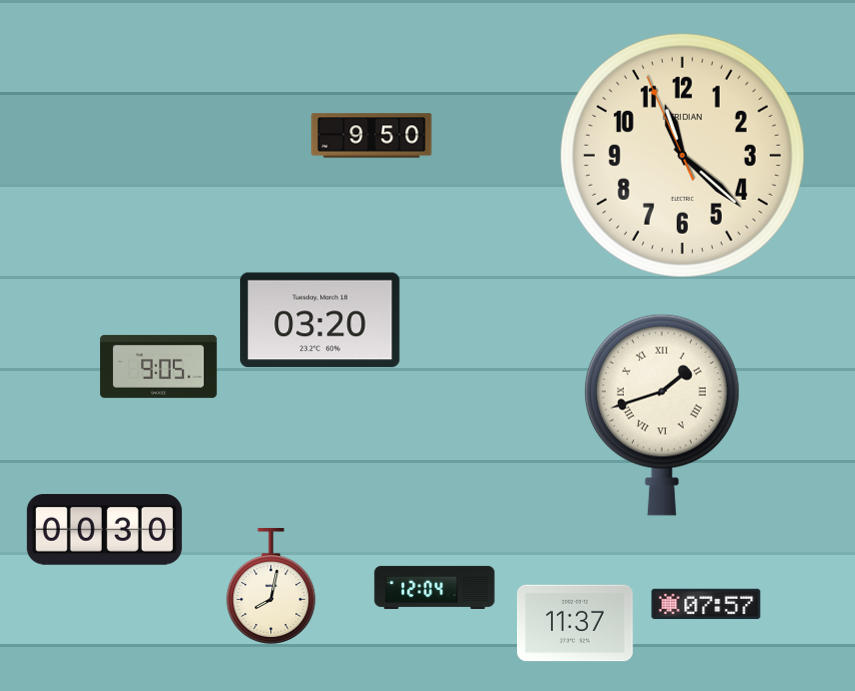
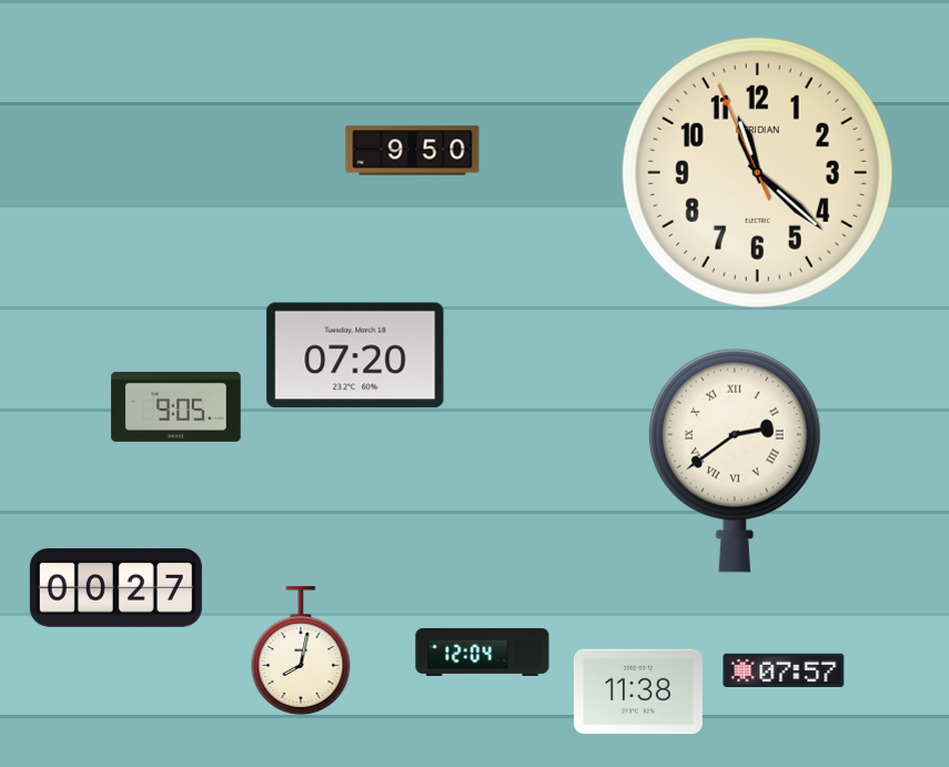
clock at (320, 320): 03:20 -> 07:20
clock at (662, 415): 1:42 -> 2:39
clock at (104, 530): 00:30 -> 00:27
clock at (576, 623): 11:37 -> 11:38
